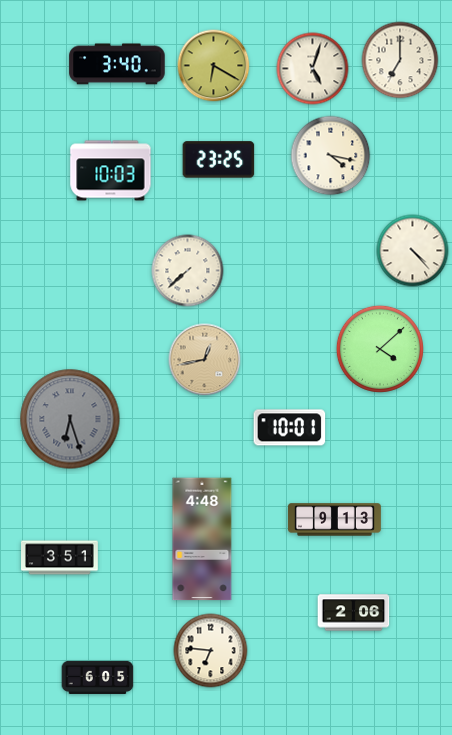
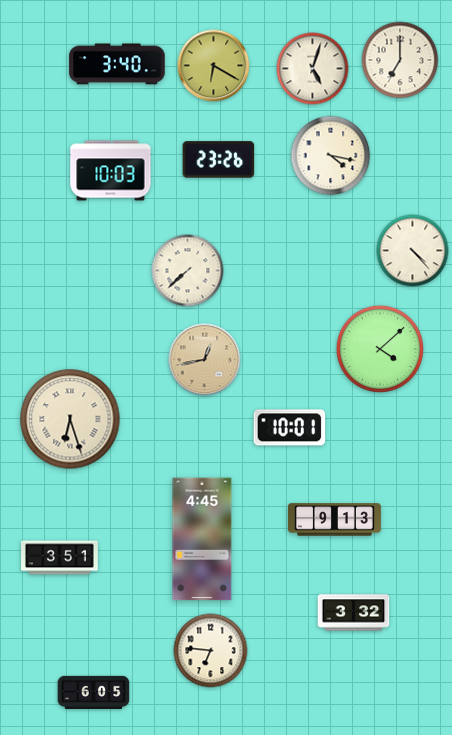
clock at (219, 160): 23:25 -> 23:26
clock at (70, 419) dial: grey -> cream
clock at (202, 539): 4:48 -> 4:45
clock at (354, 613): 2:06 -> 3:32
clock at (98, 677) position: (98, 677) -> (94, 692)
